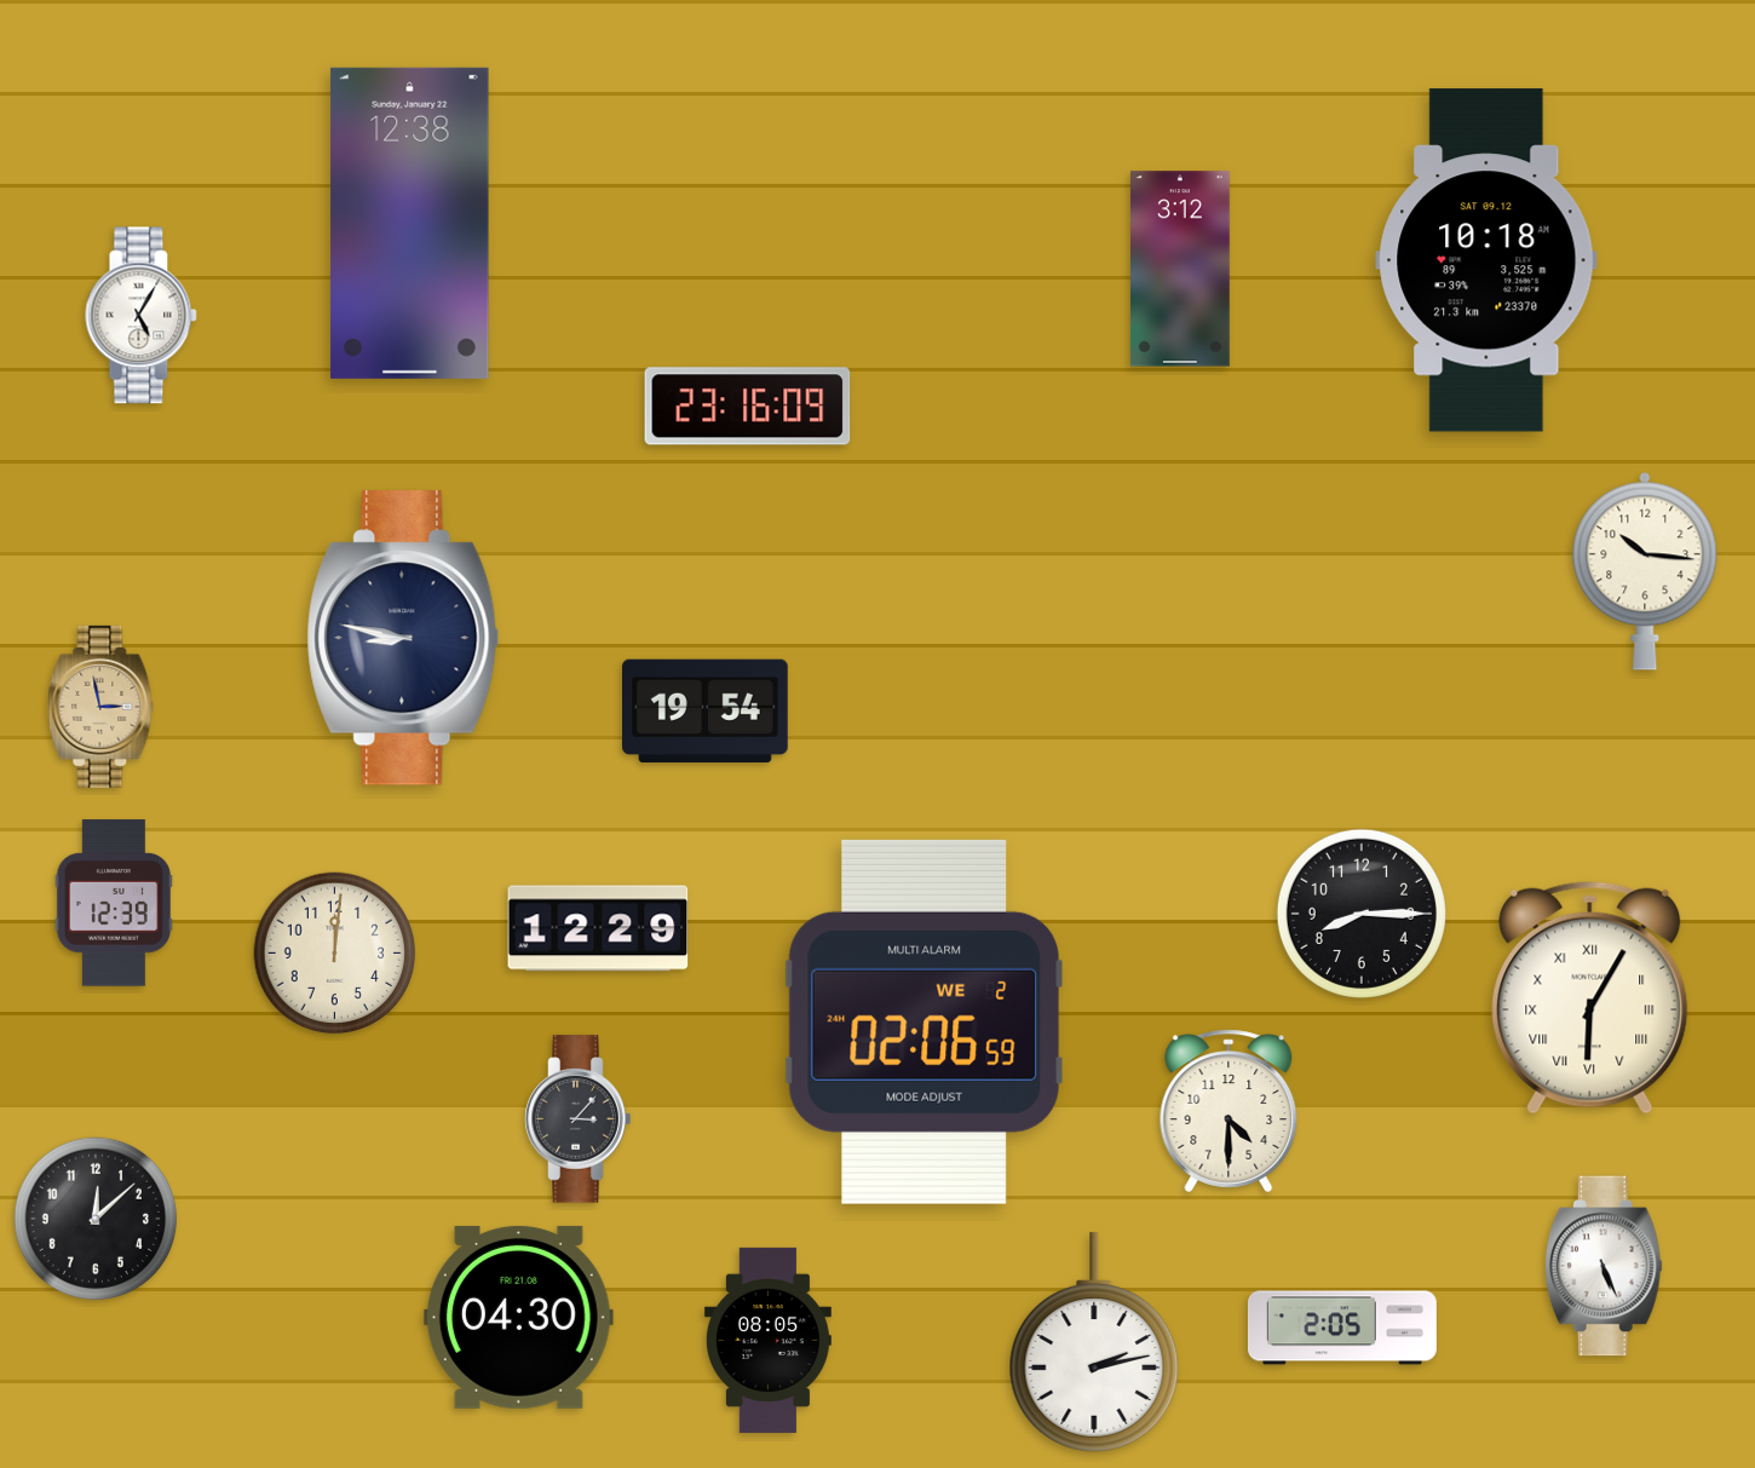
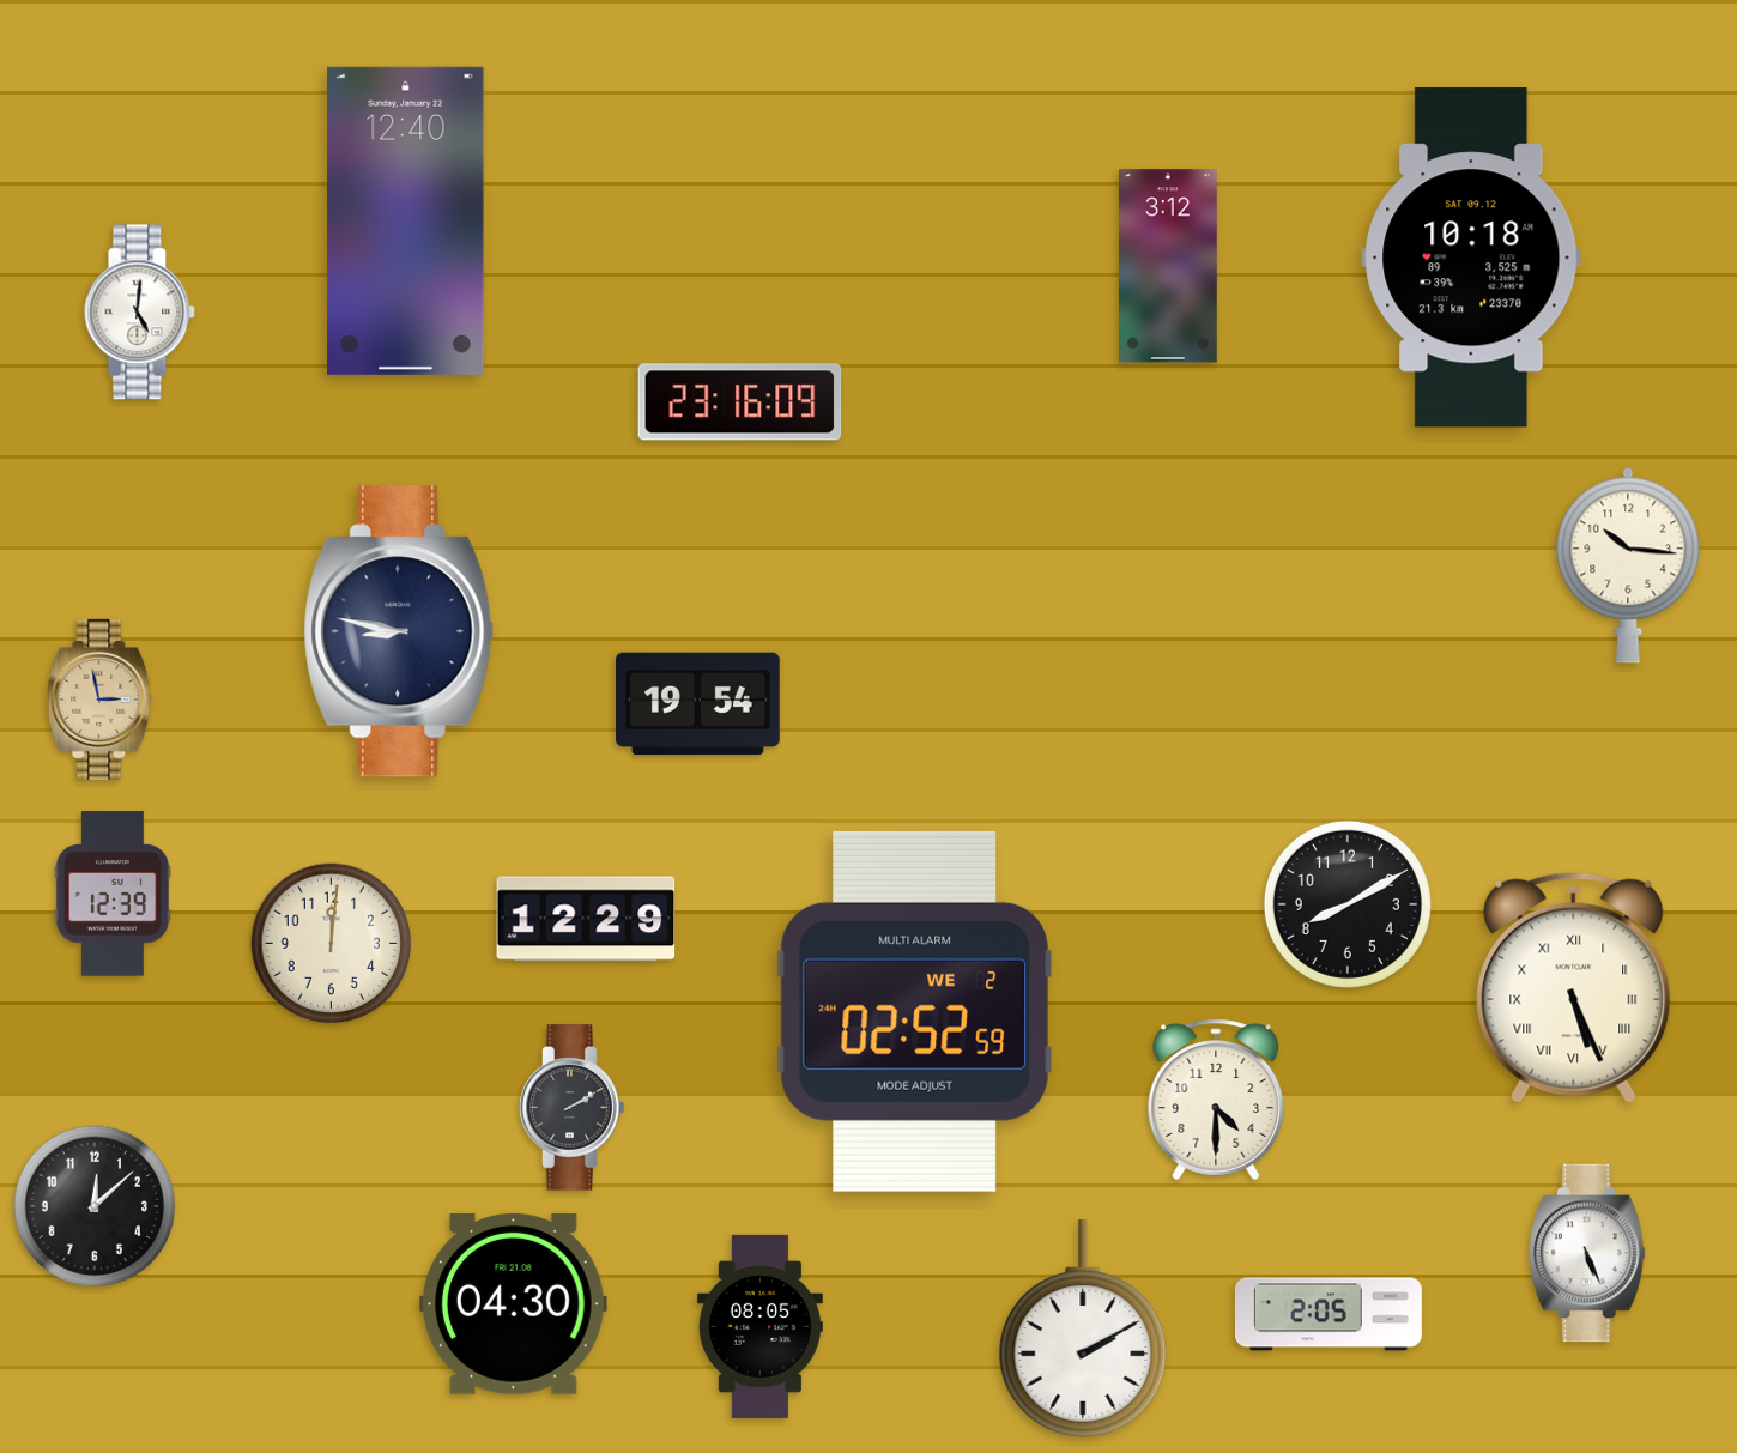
clock at (410, 223): 12:38 -> 12:40
clock at (142, 316): 5:05 -> 5:01
clock at (1362, 914): 8:15 -> 8:10
clock at (598, 928) position: (598, 928) -> (586, 919)
clock at (1590, 997): 6:05 -> 5:26
clock at (923, 1021): 02:06 -> 02:52
clock at (579, 1119): 3:07 -> 2:10
clock at (1094, 1342): 2:13 -> 2:10
